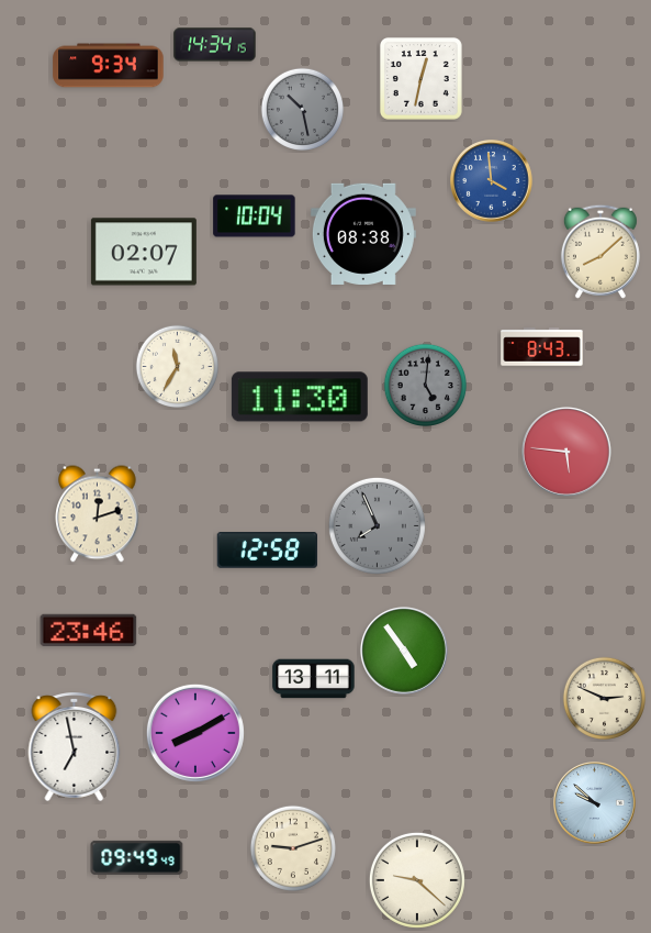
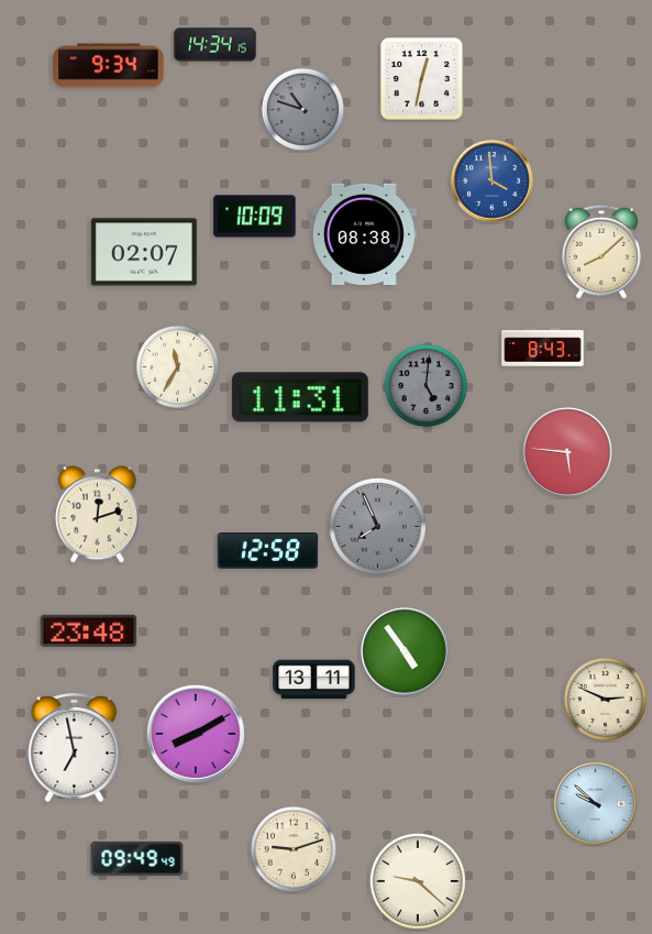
clock at (302, 109): 10:28 -> 10:48
clock at (255, 216): 10:04 -> 10:09
clock at (300, 397): 11:30 -> 11:31
clock at (89, 630): 23:46 -> 23:48
